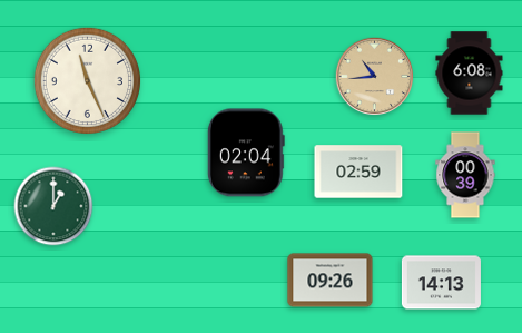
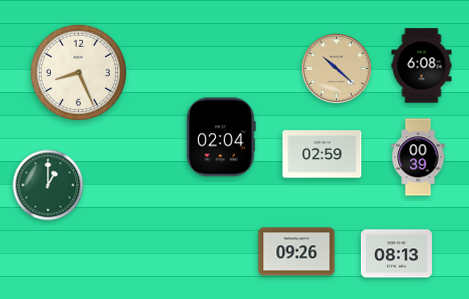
clock at (374, 76): 10:44 -> 10:22
clock at (87, 80): 11:26 -> 8:26
clock at (441, 283): 14:13 -> 08:13
